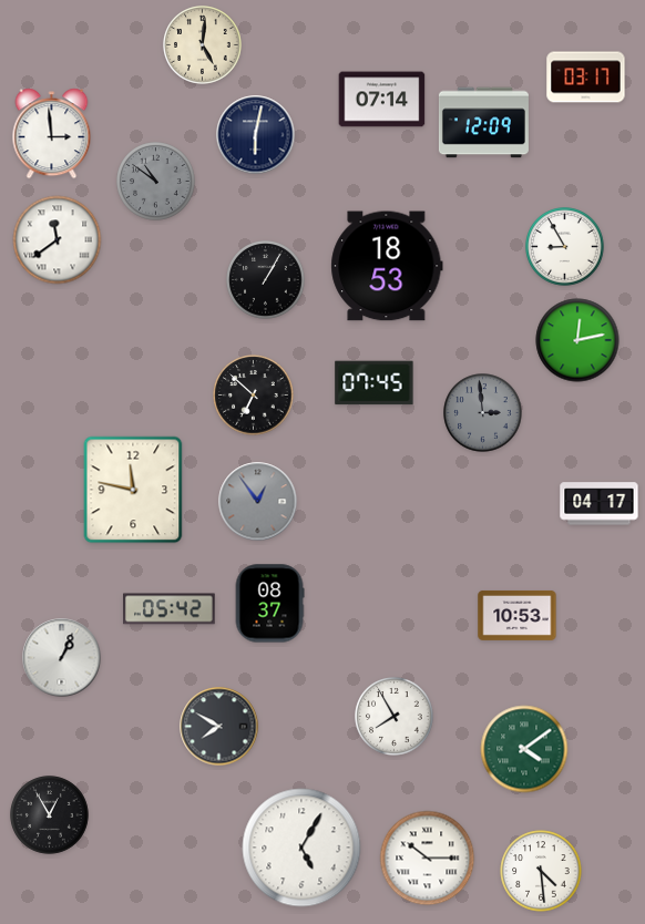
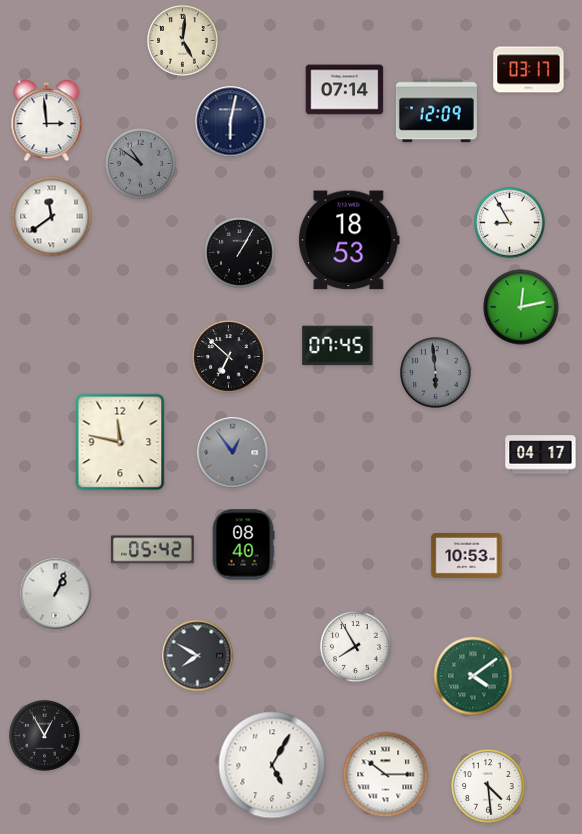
clock at (483, 413): 2:59 -> 5:59
clock at (269, 604): 08:37 -> 08:40
